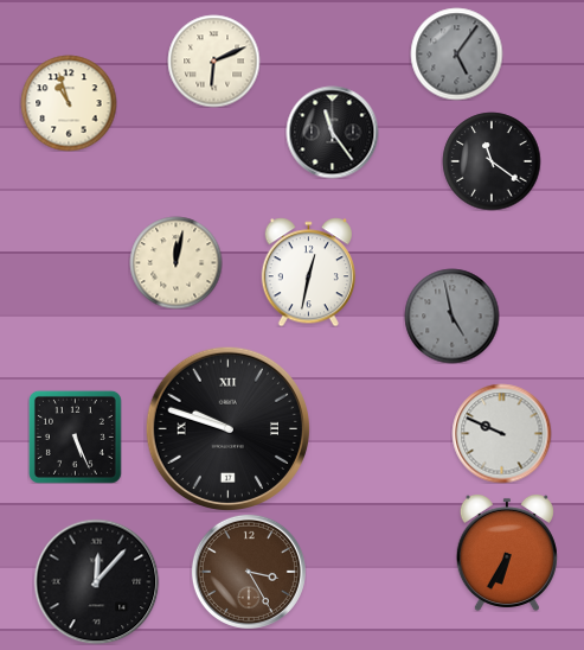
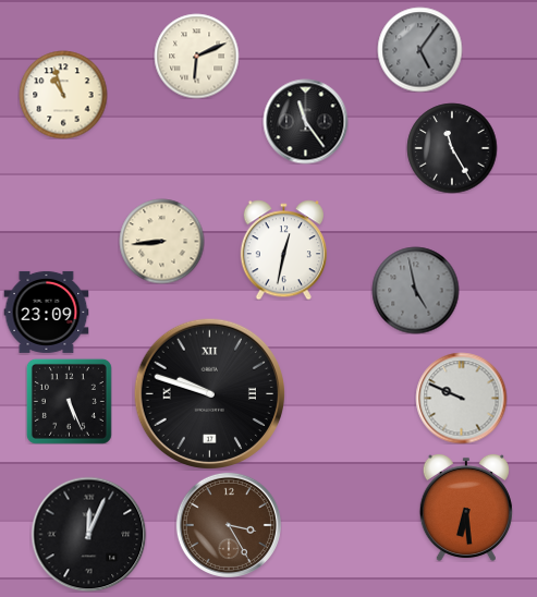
clock at (492, 161): 11:21 -> 11:25
clock at (175, 262): 12:02 -> 8:44
clock at (46, 312): none -> 23:09
clock at (507, 553): 6:35 -> 6:29
clock at (96, 581): 12:07 -> 12:04
